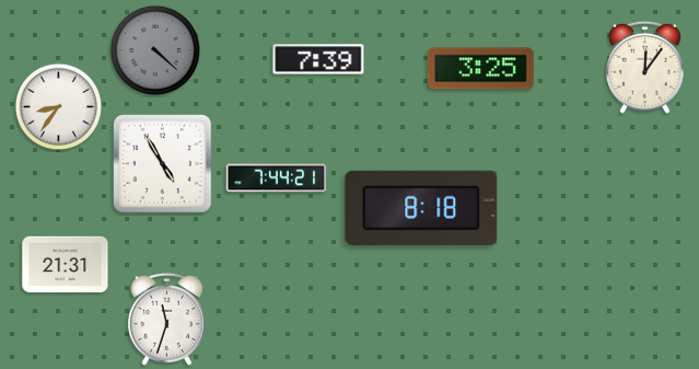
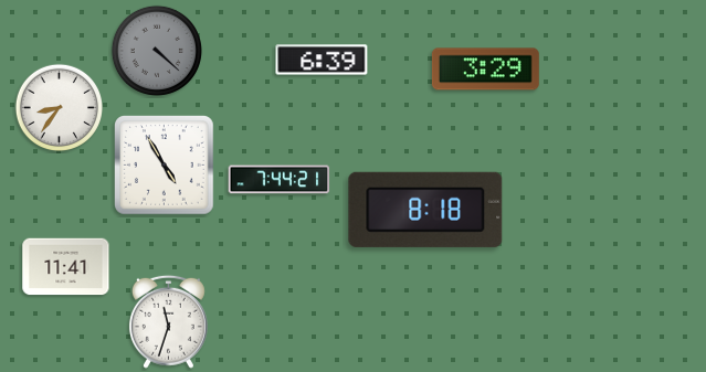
clock at (318, 59): 7:39 -> 6:39
clock at (644, 67): 12:06 -> none
clock at (480, 69): 3:25 -> 3:29
clock at (66, 265): 21:31 -> 11:41
